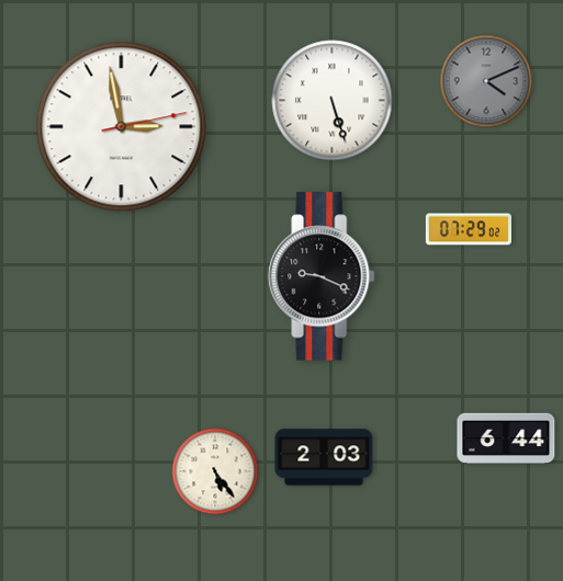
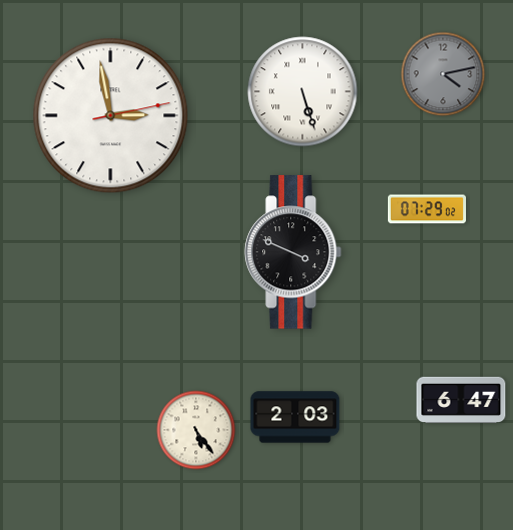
clock at (486, 81): 4:11 -> 4:13
clock at (322, 276): 9:19 -> 3:49
clock at (506, 437): 6:44 -> 6:47
